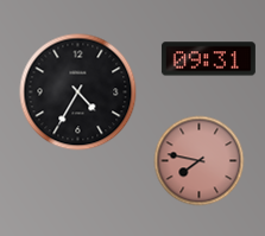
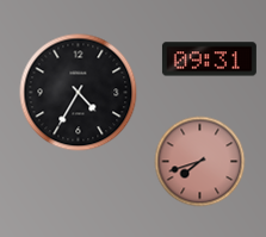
clock at (200, 161): 7:47 -> 7:42
